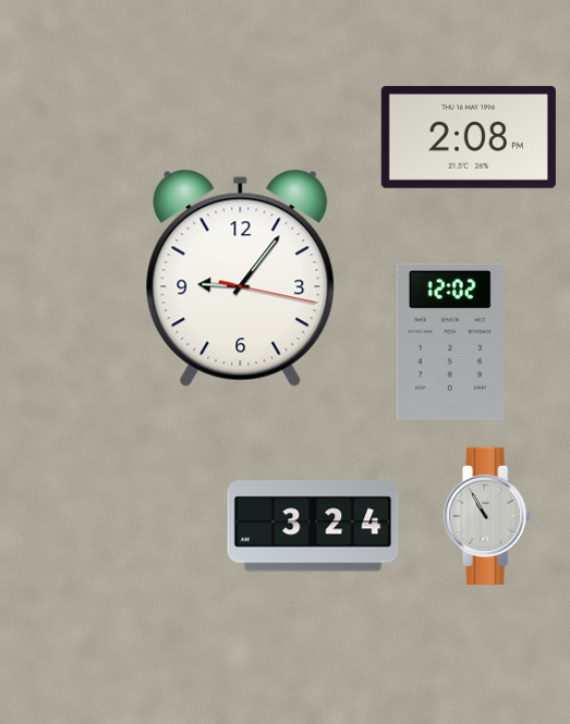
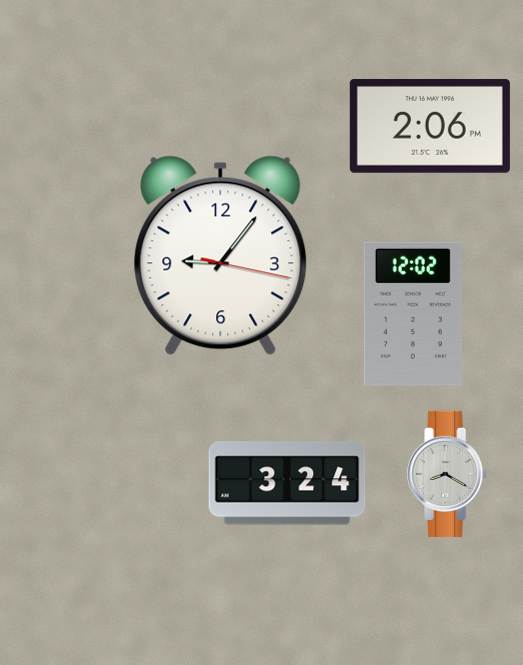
clock at (469, 137): 2:08 -> 2:06
clock at (488, 516): 10:55 -> 8:20
